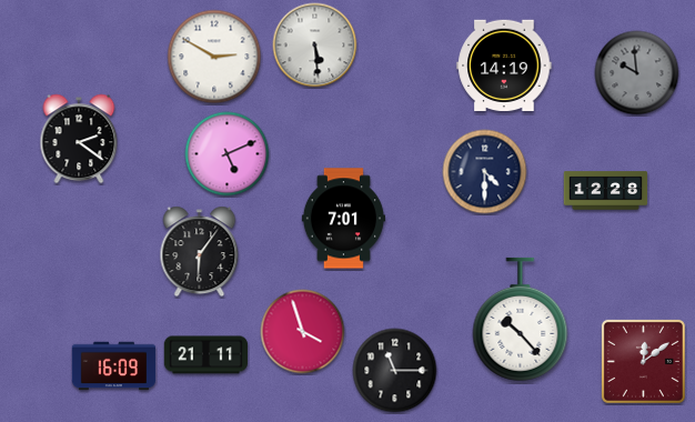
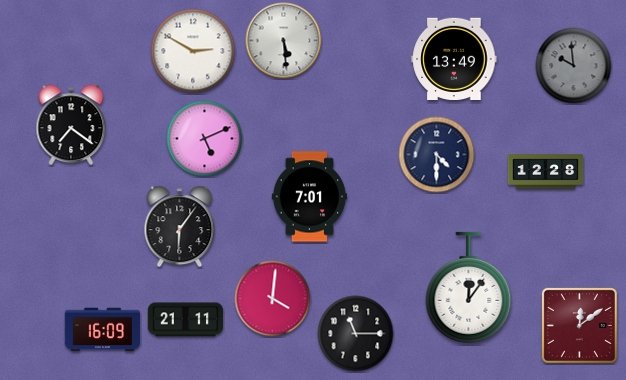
clock at (504, 64): 14:19 -> 13:49
clock at (79, 139): 2:21 -> 7:21
clock at (521, 320): 10:23 -> 12:06
clock at (303, 332): 3:57 -> 4:01
